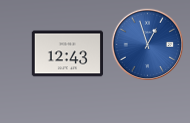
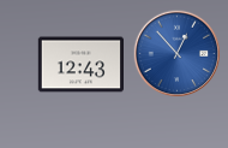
clock at (148, 45): 12:57 -> 12:53
